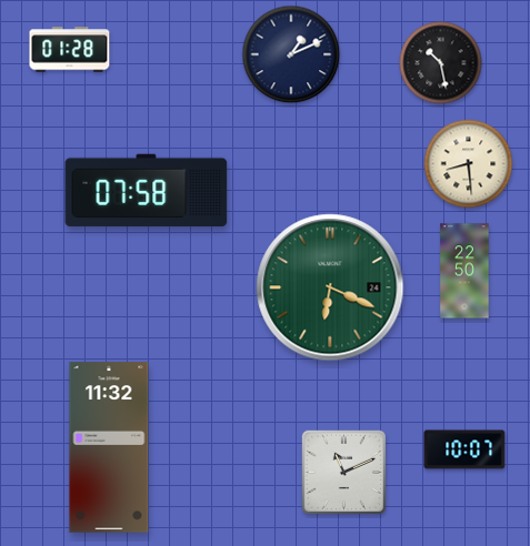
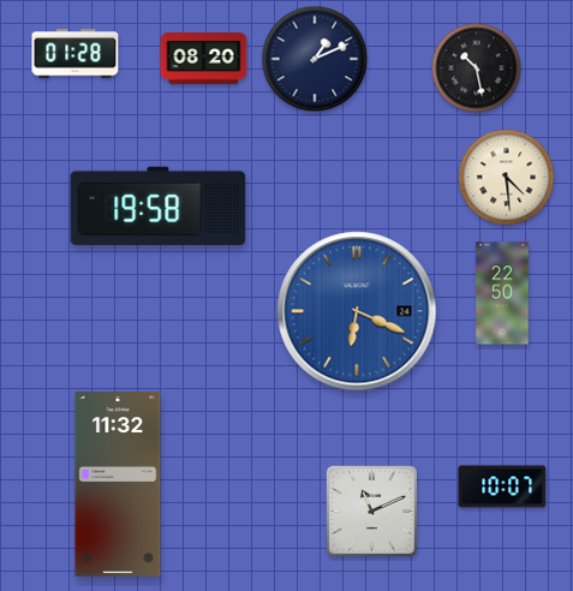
clock at (204, 59): none -> 08:20
clock at (469, 164): 8:29 -> 4:29
clock at (147, 191): 07:58 -> 19:58
clock at (330, 287) dial: green -> blue
